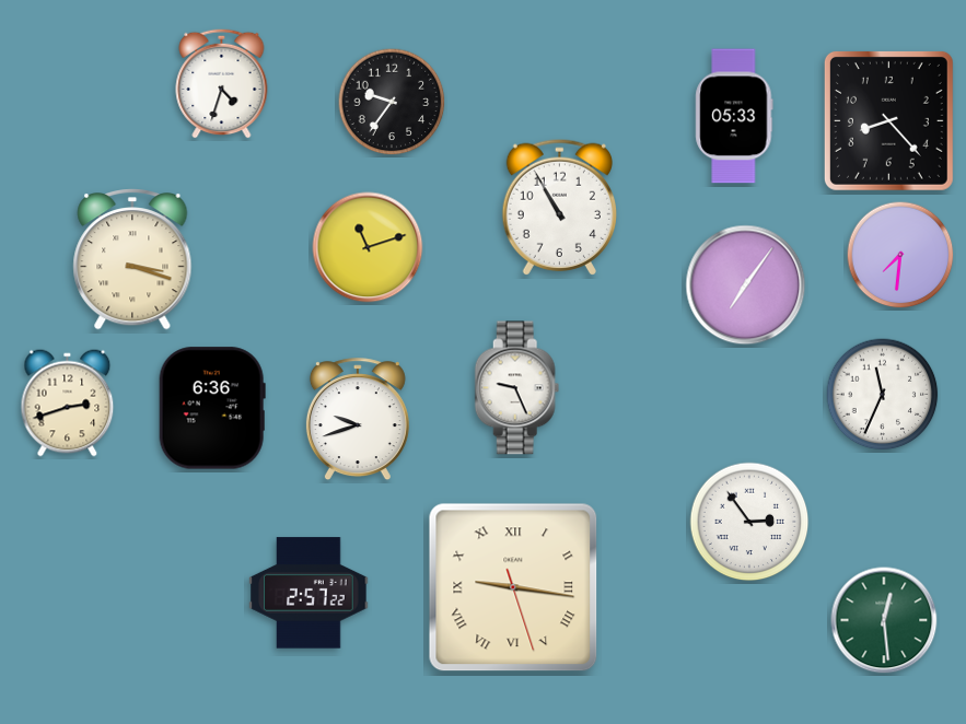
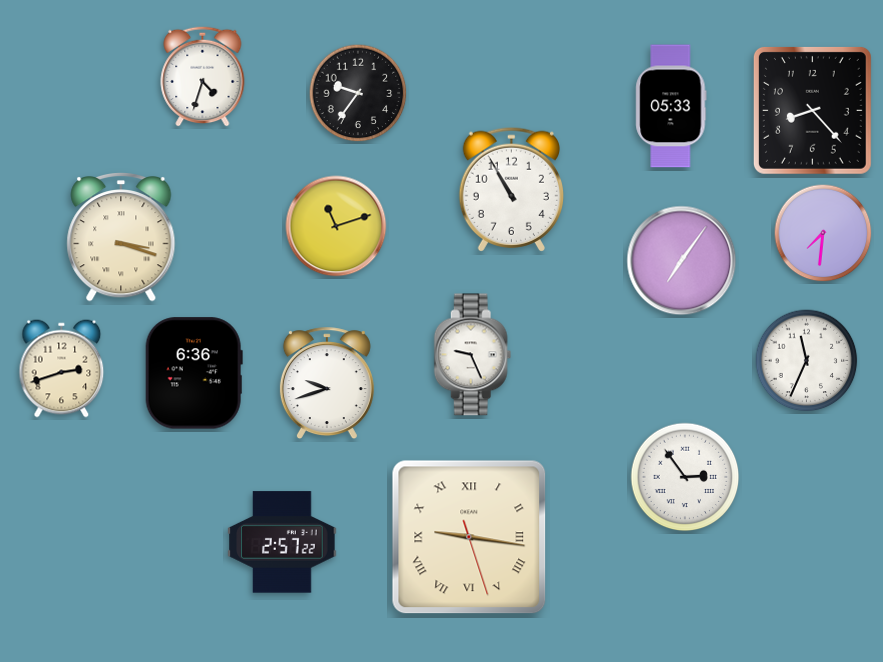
clock at (884, 620): 12:29 -> none
